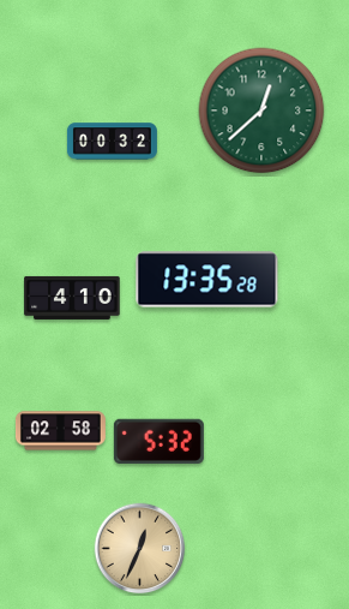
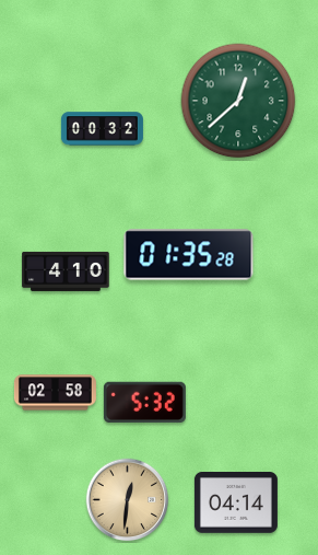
clock at (207, 280): 13:35 -> 01:35
clock at (140, 549): 12:34 -> 12:31
clock at (236, 504): none -> 04:14
